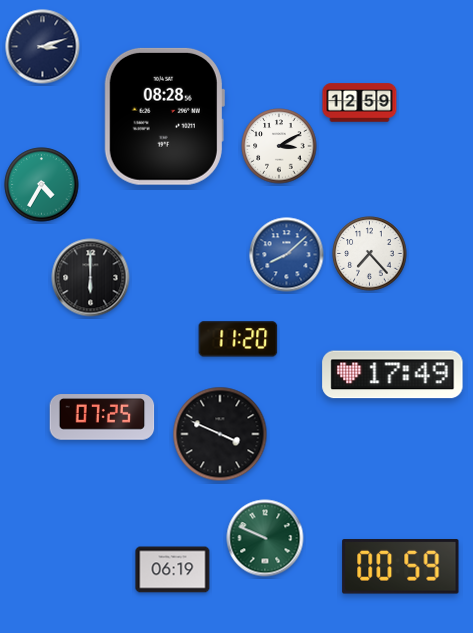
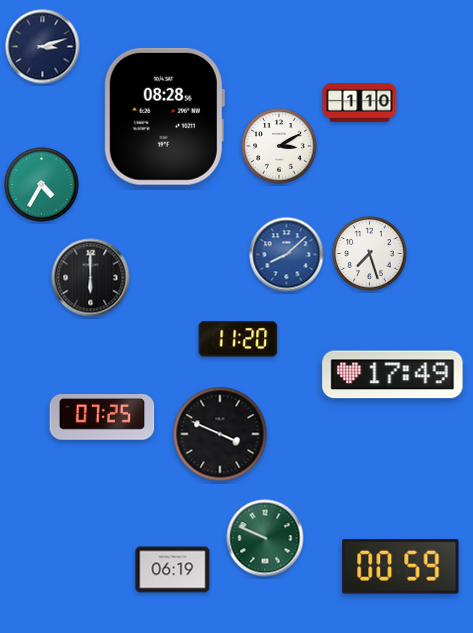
clock at (360, 103): 12:59 -> 1:10
clock at (370, 254): 7:23 -> 7:27
